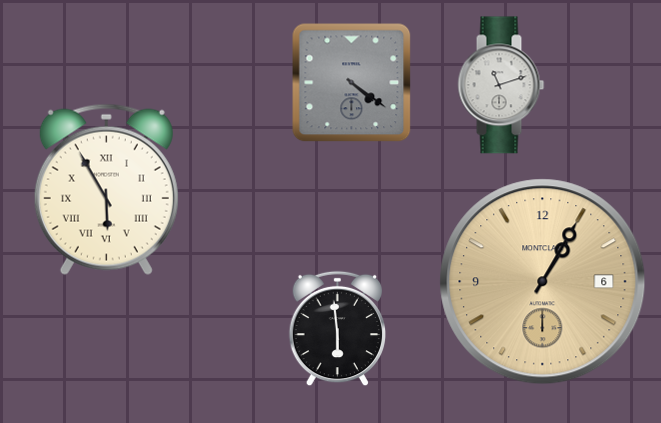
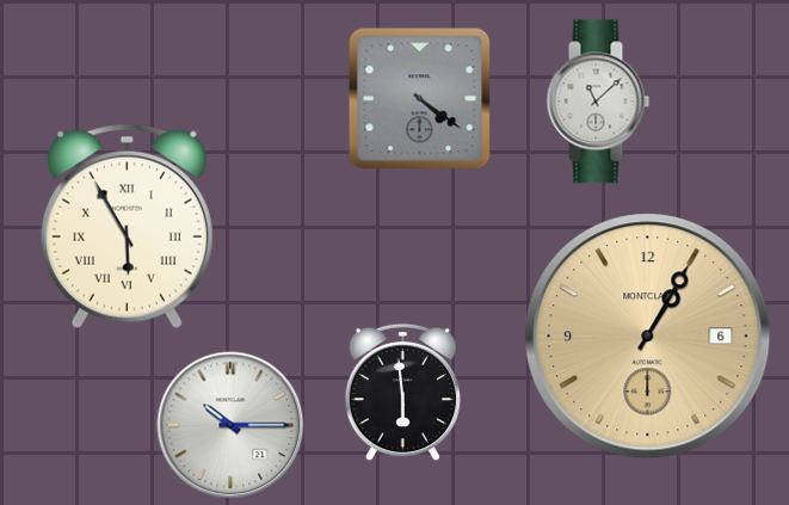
clock at (501, 85): 11:12 -> 11:08
clock at (230, 425): none -> 10:15
